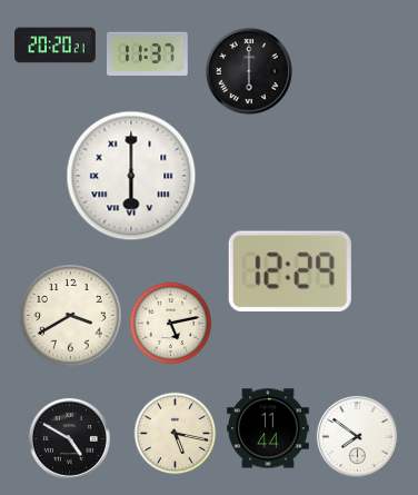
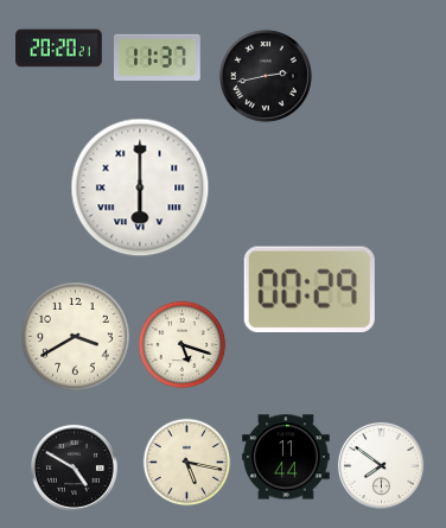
clock at (249, 71): 6:00 -> 2:43
clock at (290, 270): 12:29 -> 00:29
clock at (171, 324): 5:13 -> 5:18
